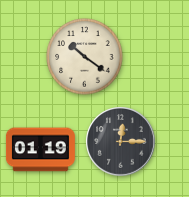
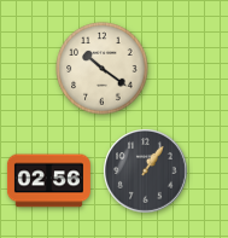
clock at (121, 142): 12:15 -> 1:06
clock at (40, 150): 01:19 -> 02:56
